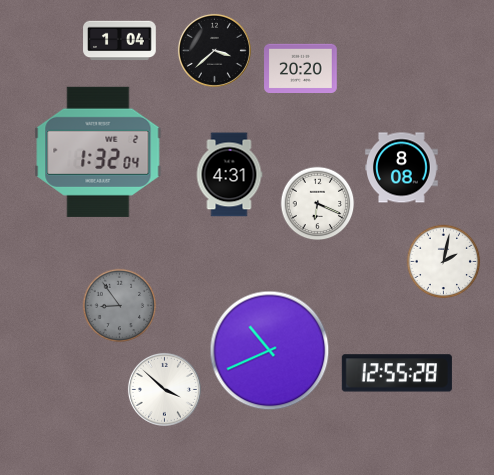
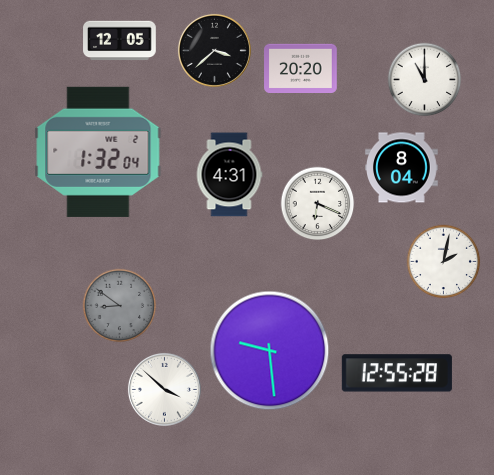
clock at (120, 41): 1:04 -> 12:05
clock at (425, 80): none -> 11:00
clock at (402, 168): 8:08 -> 8:04
clock at (120, 306): 8:54 -> 8:51
clock at (270, 351): 10:41 -> 9:29
